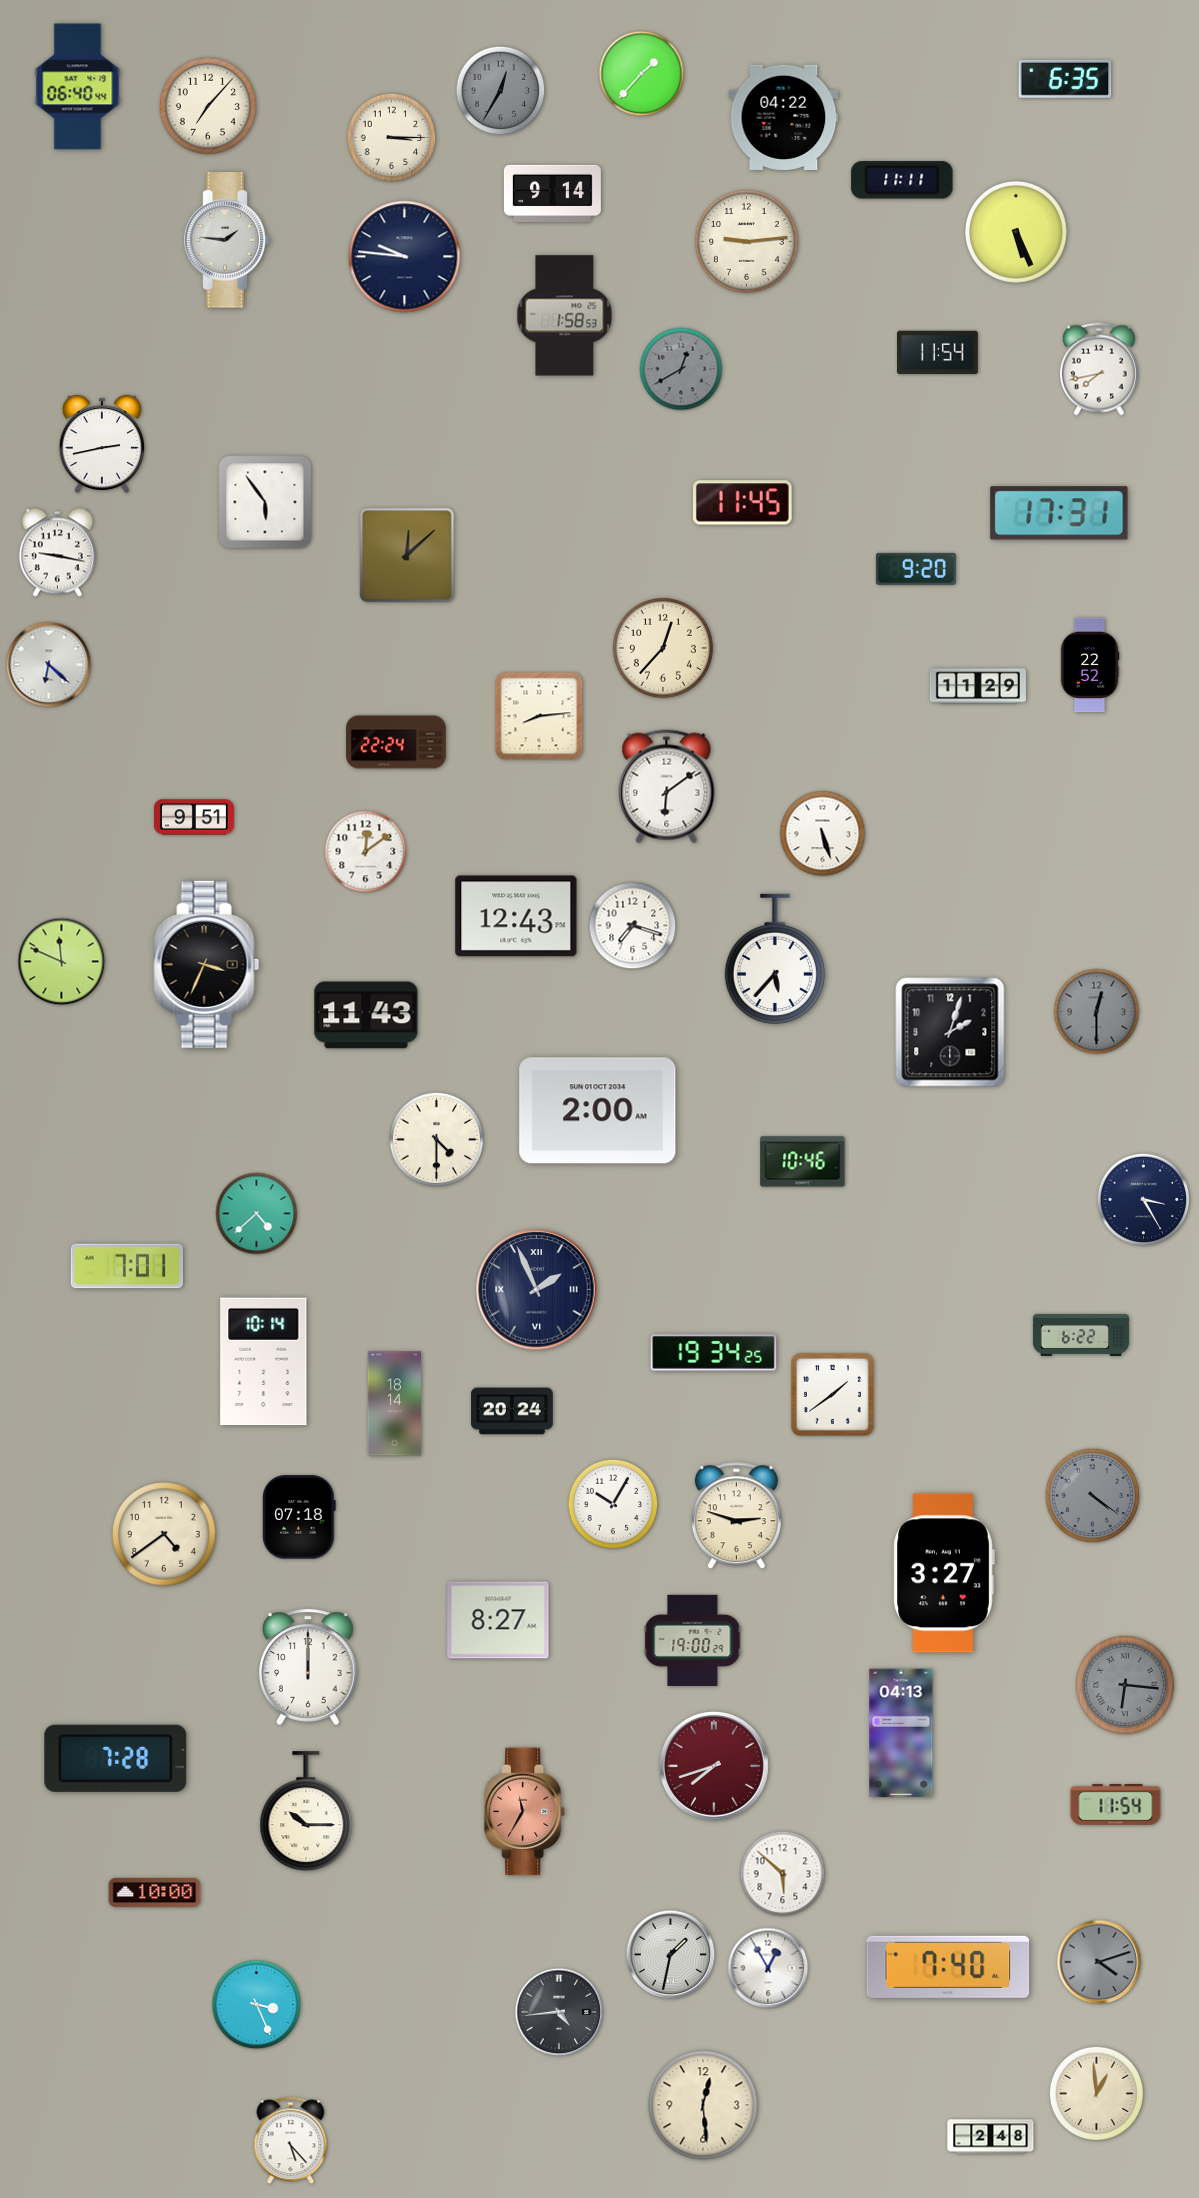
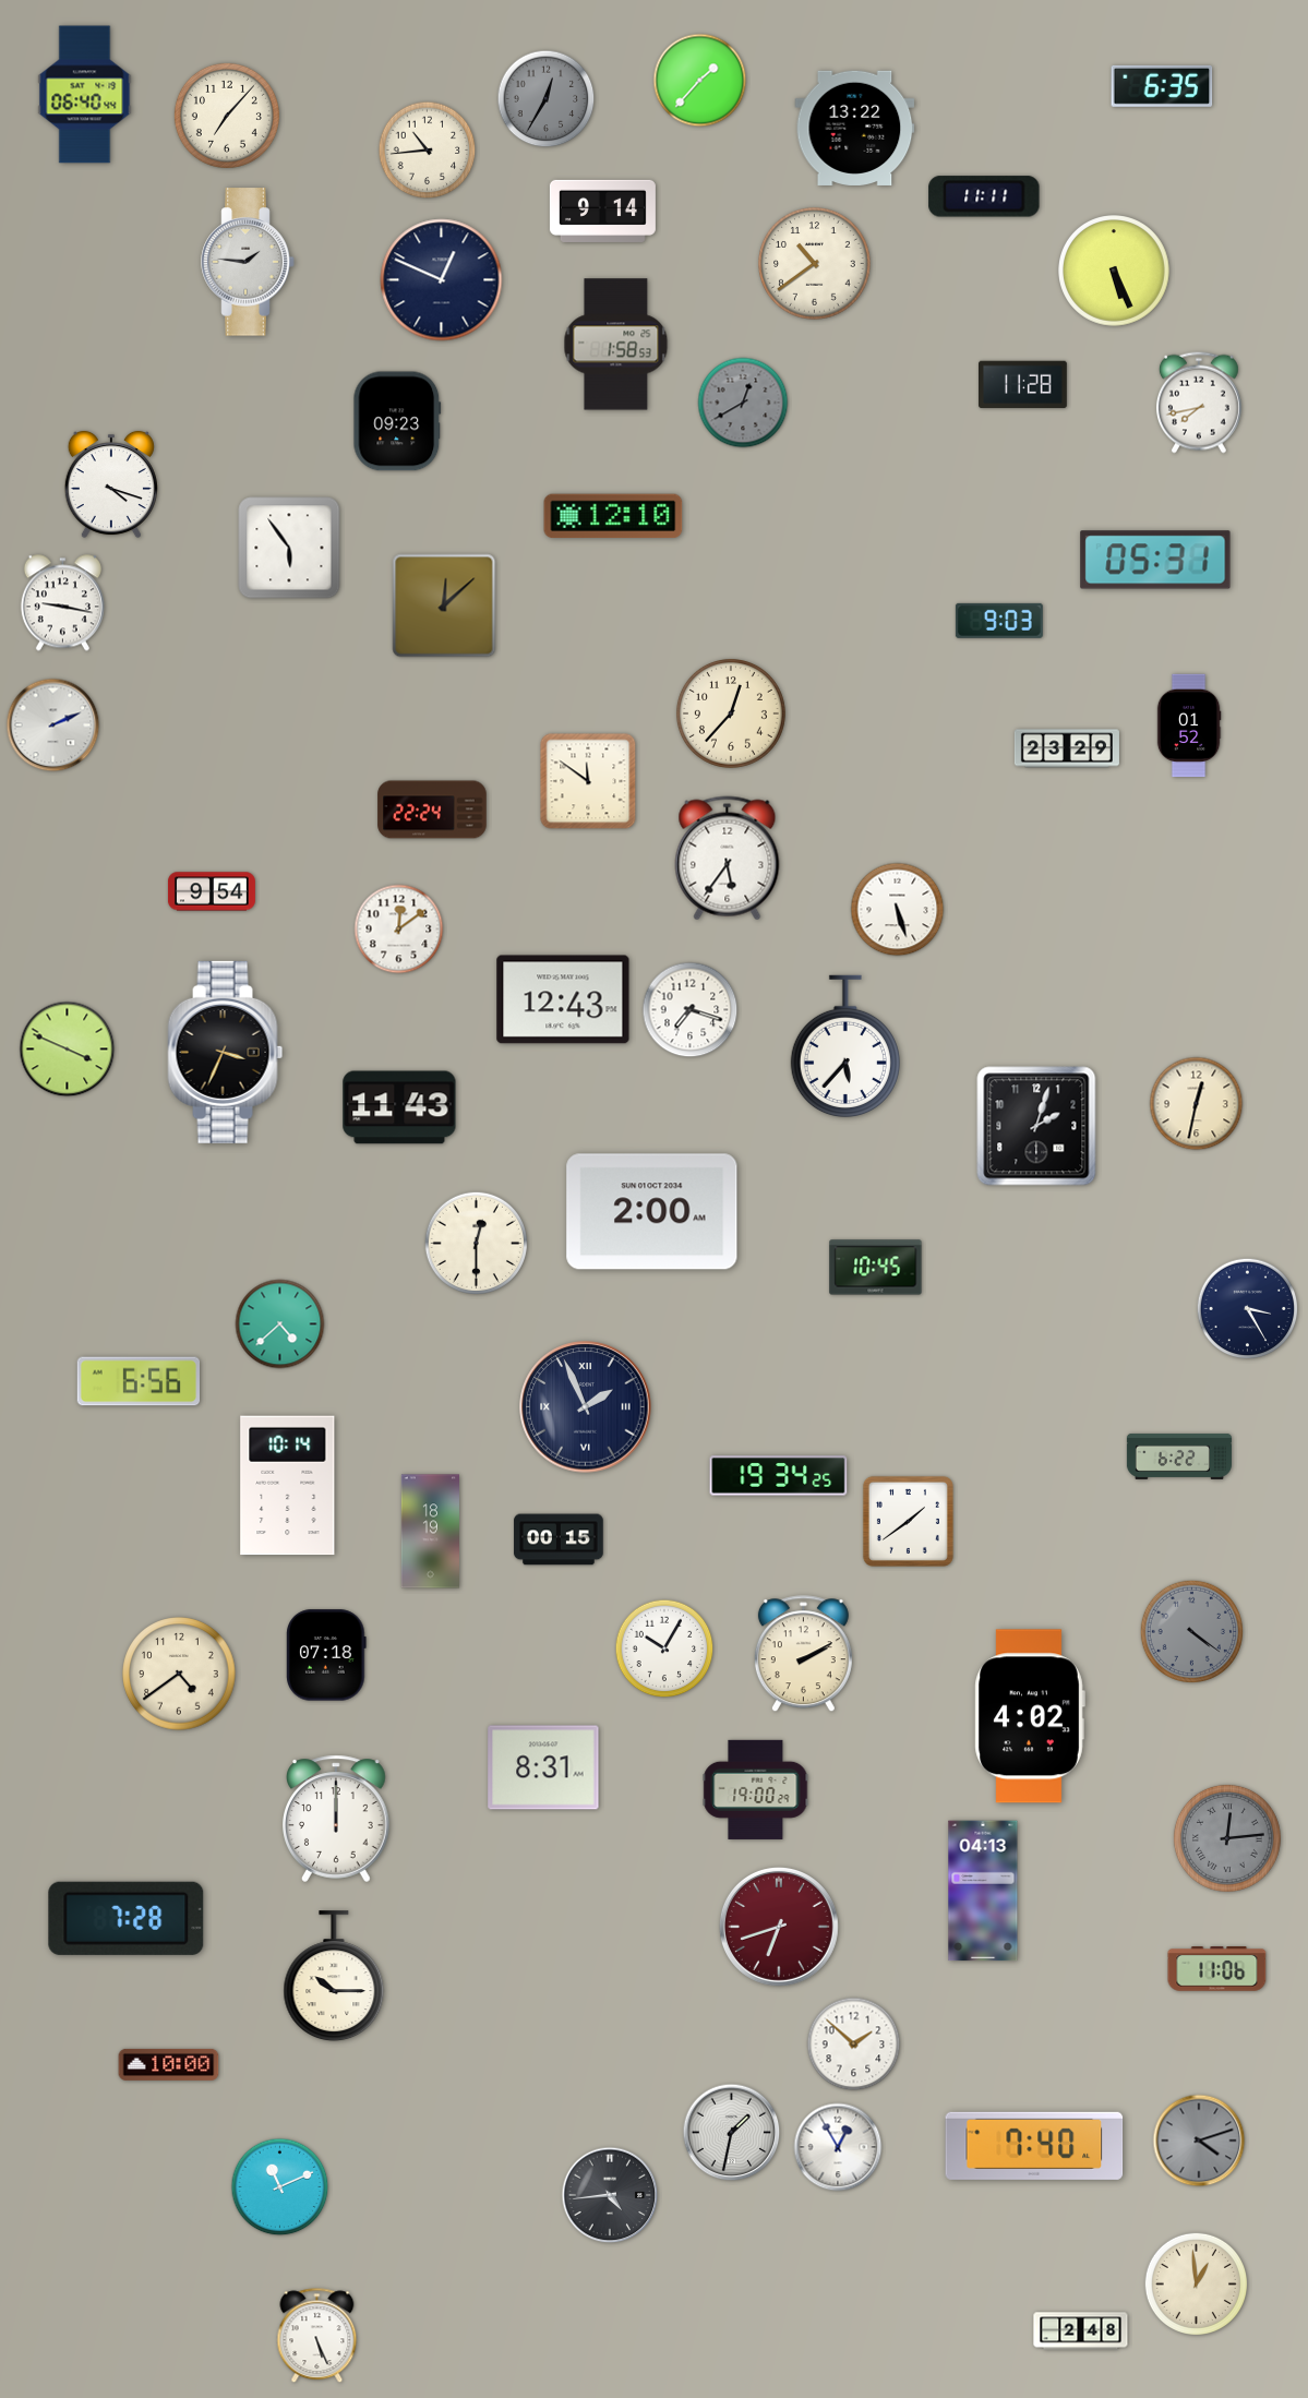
clock at (784, 117): 04:22 -> 13:22
clock at (392, 138): 3:15 -> 10:44
clock at (1017, 233) position: (1017, 233) -> (1115, 272)
clock at (747, 242): 9:14 -> 10:39
clock at (405, 257): 9:46 -> 12:49
clock at (938, 353): 11:54 -> 11:28
clock at (397, 421): none -> 09:23
clock at (102, 444): 2:43 -> 4:18
clock at (613, 516): none -> 12:10
clock at (743, 503): 11:45 -> none
clock at (1059, 513): 17:31 -> 05:31
clock at (916, 569): 9:20 -> 9:03
clock at (663, 648) position: (663, 648) -> (731, 714)
clock at (49, 665): 6:22 -> 2:11
clock at (1090, 665): 22:52 -> 01:52
clock at (978, 686): 11:29 -> 23:29
clock at (539, 716): 8:14 -> 11:51
clock at (667, 787): 6:09 -> 5:36
clock at (194, 817): 9:51 -> 9:54
clock at (62, 962): 11:49 -> 3:49
clock at (1097, 1012): 12:30 -> 12:32
clock at (1097, 1012) dial: grey -> cream
clock at (436, 1139): 4:30 -> 12:30
clock at (803, 1162): 10:46 -> 10:45
clock at (126, 1266): 7:01 -> 6:56
clock at (394, 1404): 18:14 -> 18:19
clock at (512, 1411): 20:24 -> 00:15
clock at (613, 1504) position: (613, 1504) -> (664, 1648)
clock at (736, 1516): 2:48 -> 2:10
clock at (944, 1573): 3:27 -> 4:02
clock at (498, 1620): 8:27 -> 8:31
clock at (1125, 1685): 6:16 -> 12:14
clock at (714, 1766): 7:42 -> 6:42
clock at (1116, 1805): 11:54 -> 11:06
clock at (525, 1812): 11:35 -> none
clock at (783, 1874): 5:52 -> 1:52
clock at (257, 2005): 3:26 -> 11:11
clock at (703, 2105): 12:29 -> none
clock at (291, 2141): 5:23 -> 5:26
